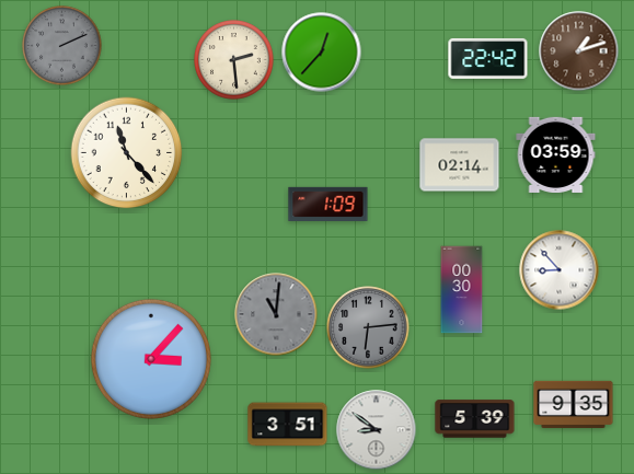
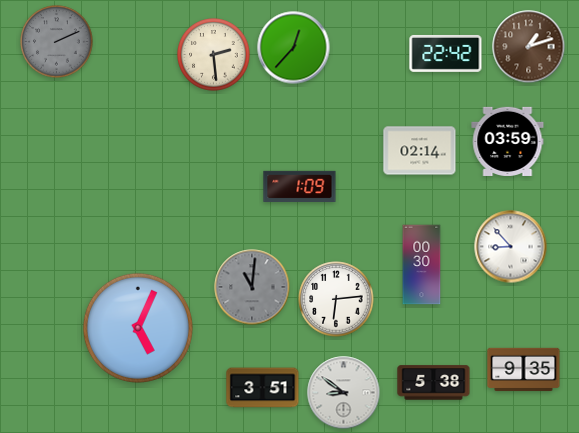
clock at (127, 153): 11:23 -> none
clock at (368, 327) dial: grey -> white
clock at (151, 359): 3:07 -> 5:04
clock at (475, 419): 5:39 -> 5:38
